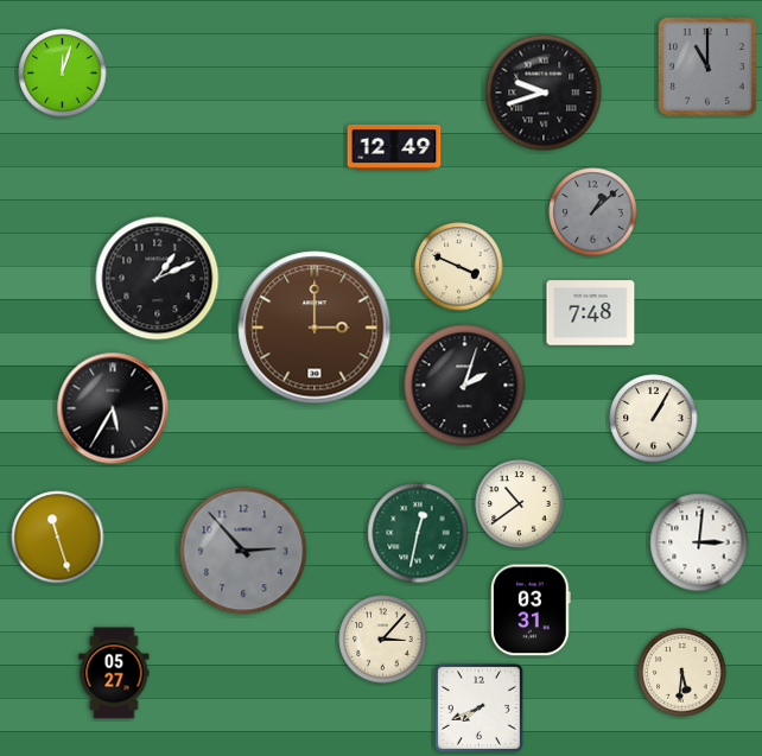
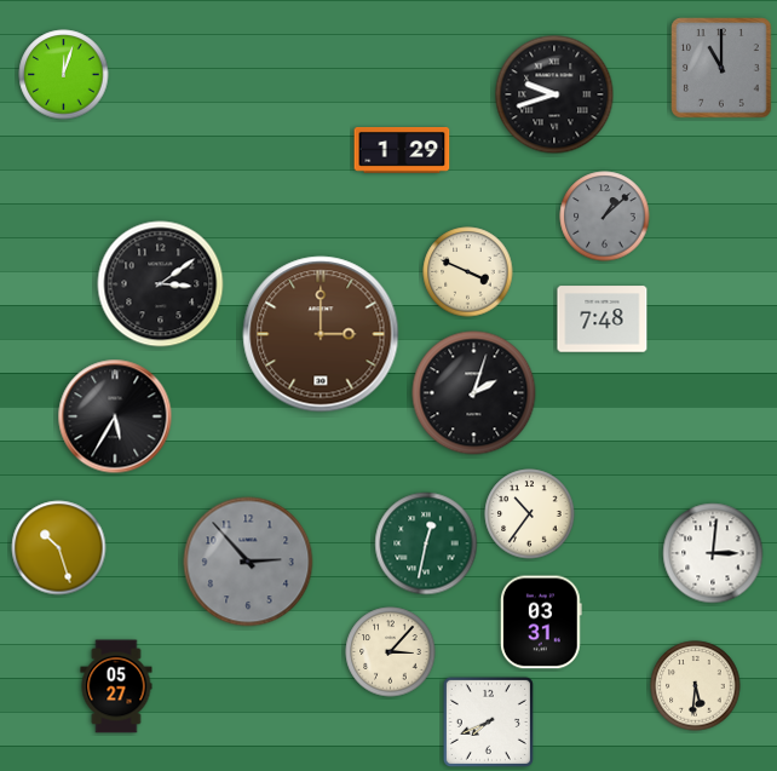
clock at (394, 147): 12:49 -> 1:29
clock at (158, 279): 1:11 -> 3:09
clock at (654, 419): 1:05 -> none
clock at (520, 504): 10:39 -> 10:36
clock at (58, 538): 11:27 -> 10:27
